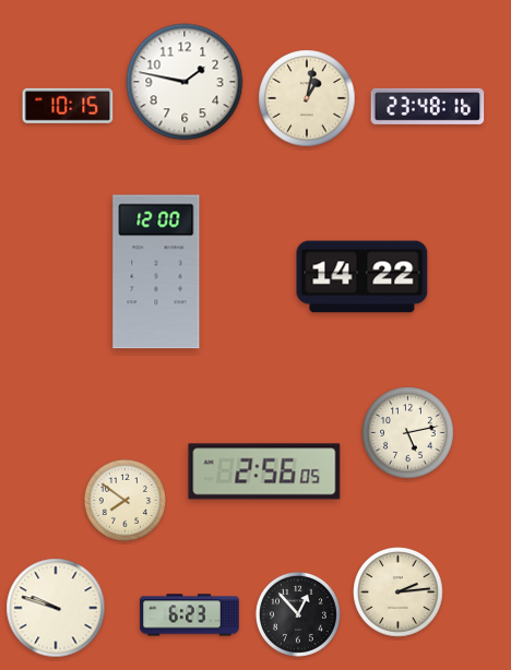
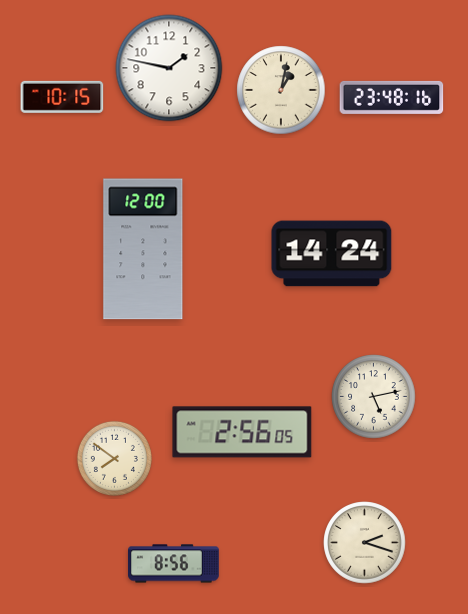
clock at (185, 82) position: (185, 82) -> (169, 68)
clock at (363, 277): 14:22 -> 14:24
clock at (399, 593): 2:14 -> 2:18
clock at (56, 608): 9:48 -> none
clock at (298, 614): 12:53 -> none
clock at (190, 615): 6:23 -> 8:56
